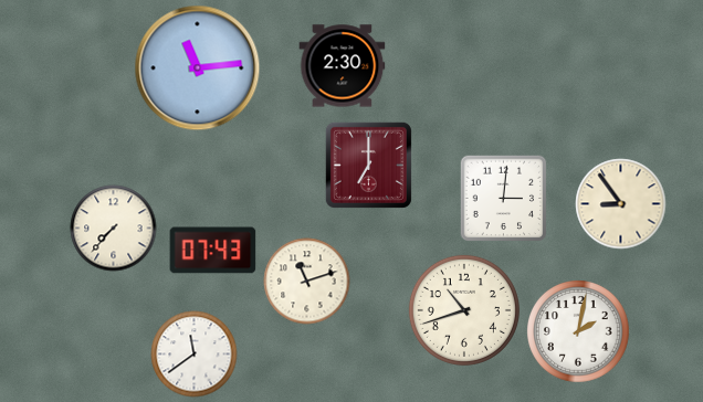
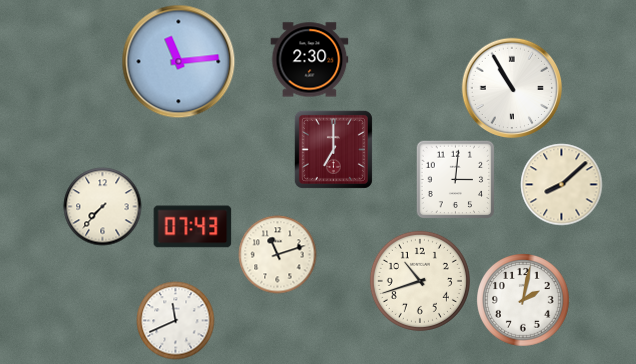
clock at (512, 88): none -> 10:55
clock at (620, 203): 8:54 -> 8:08
clock at (193, 353): 11:39 -> 11:41
